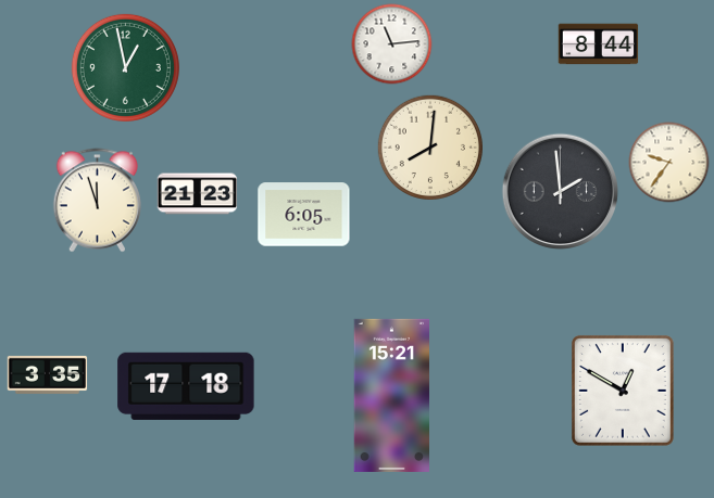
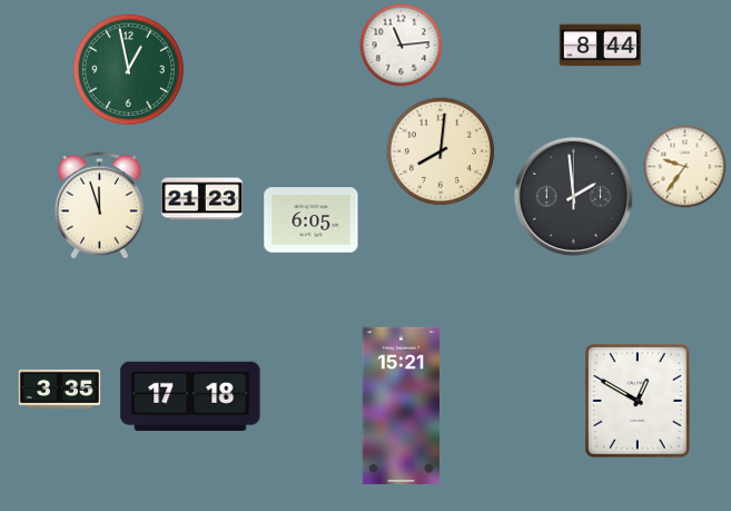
clock at (599, 44) position: (599, 44) -> (601, 46)
clock at (48, 374) position: (48, 374) -> (60, 389)
